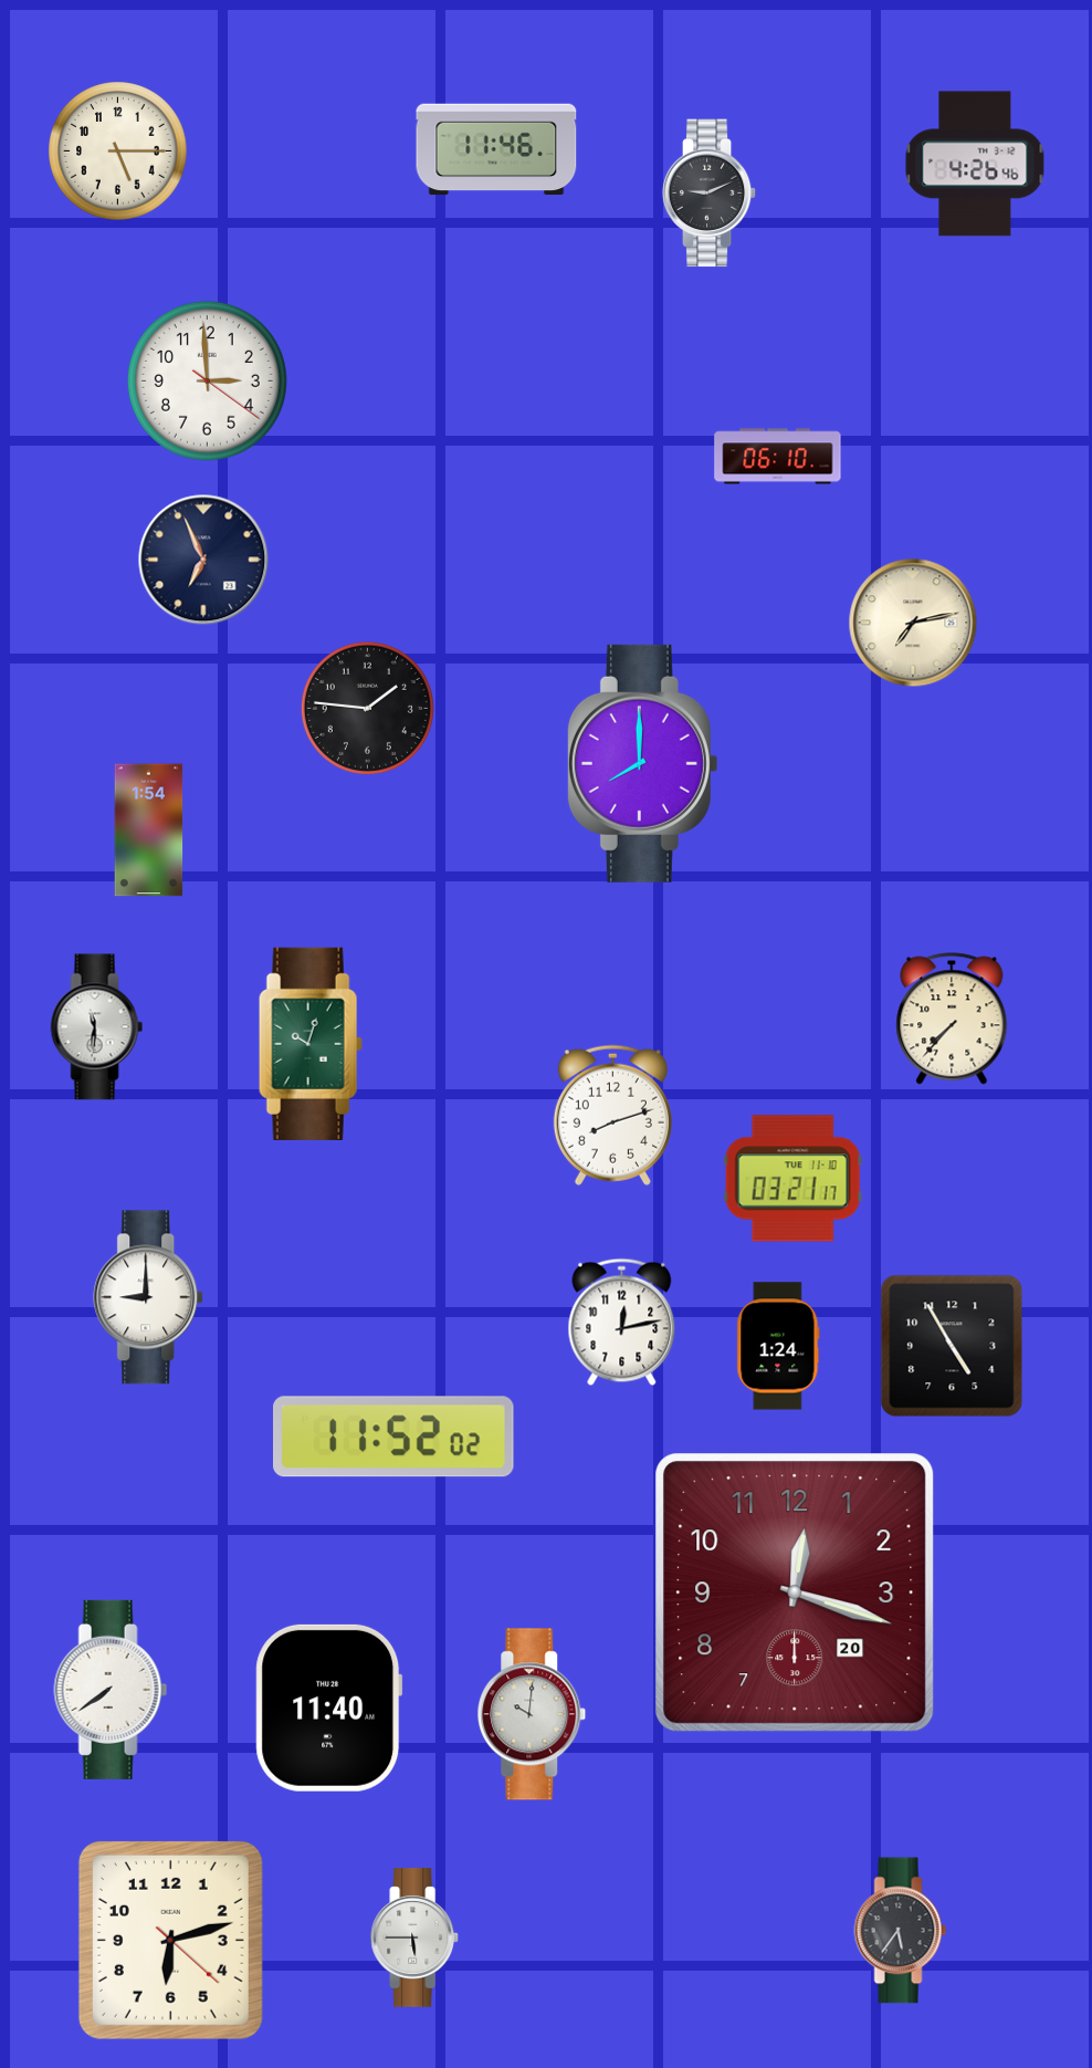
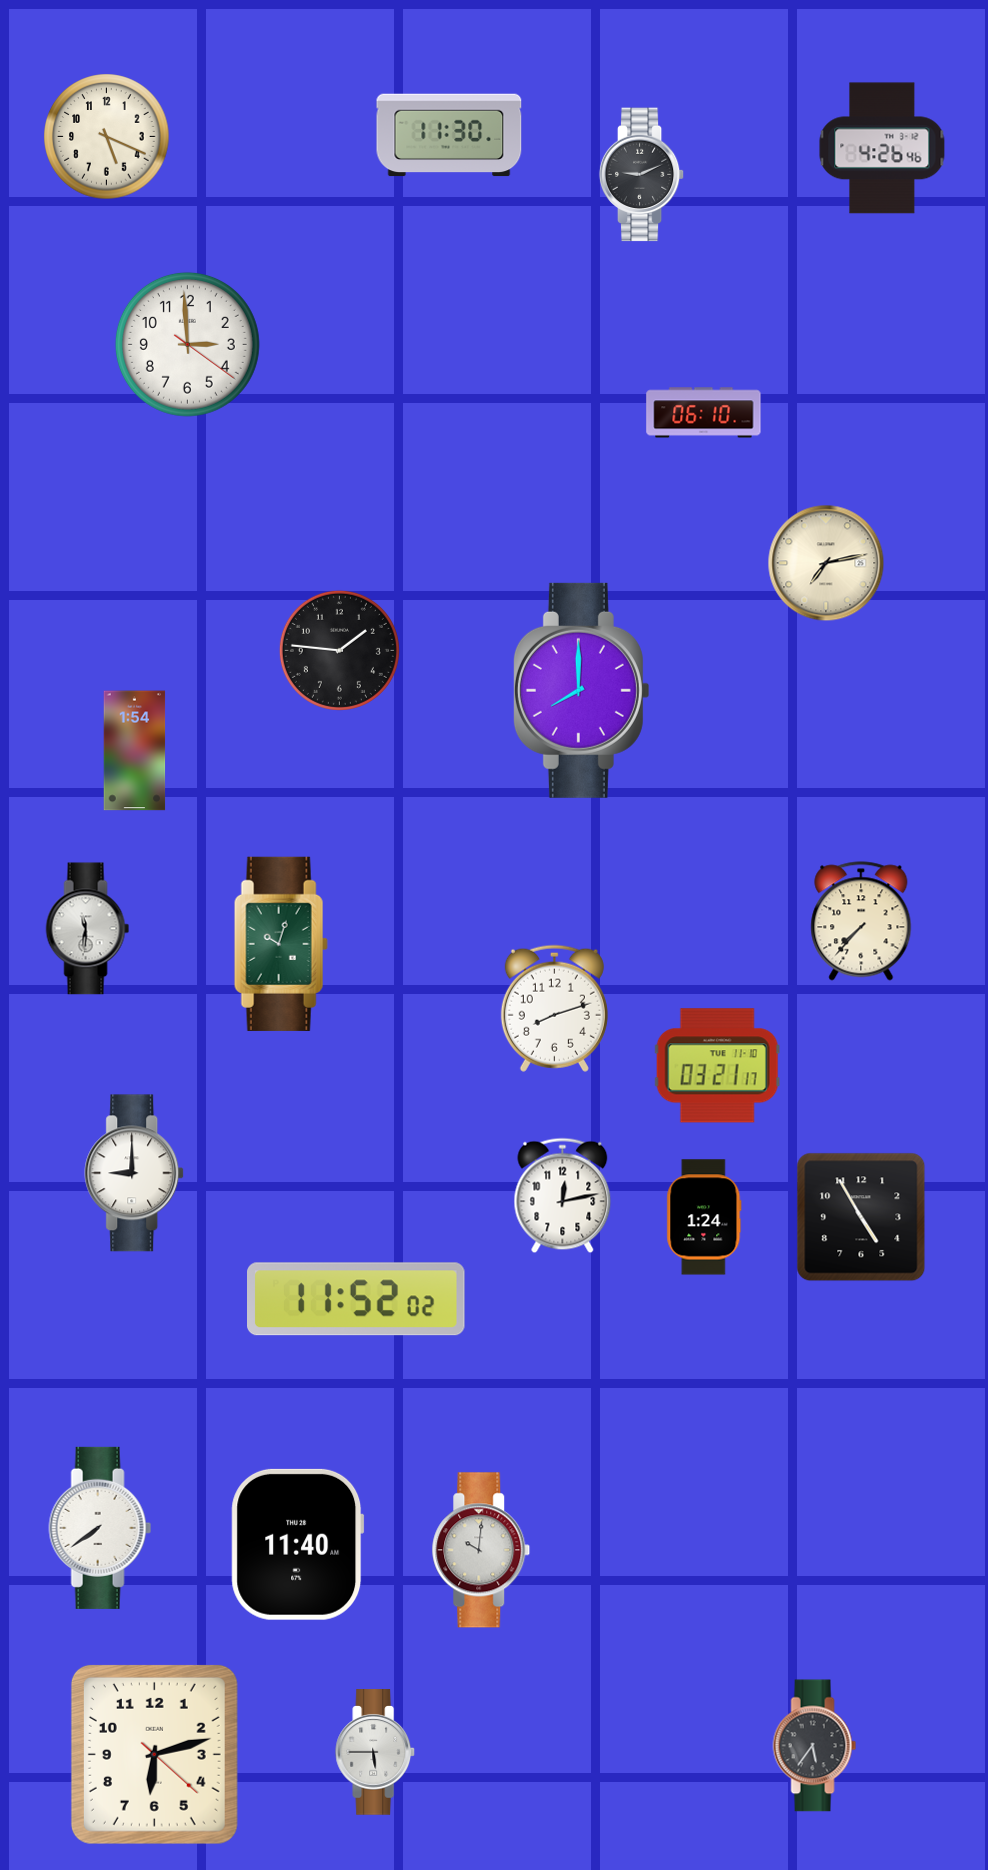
clock at (496, 149): 11:46 -> 11:30
clock at (118, 152): 5:15 -> 5:19
clock at (203, 560): 6:56 -> none
clock at (367, 708) position: (367, 708) -> (339, 650)
clock at (795, 1592): 12:18 -> none
